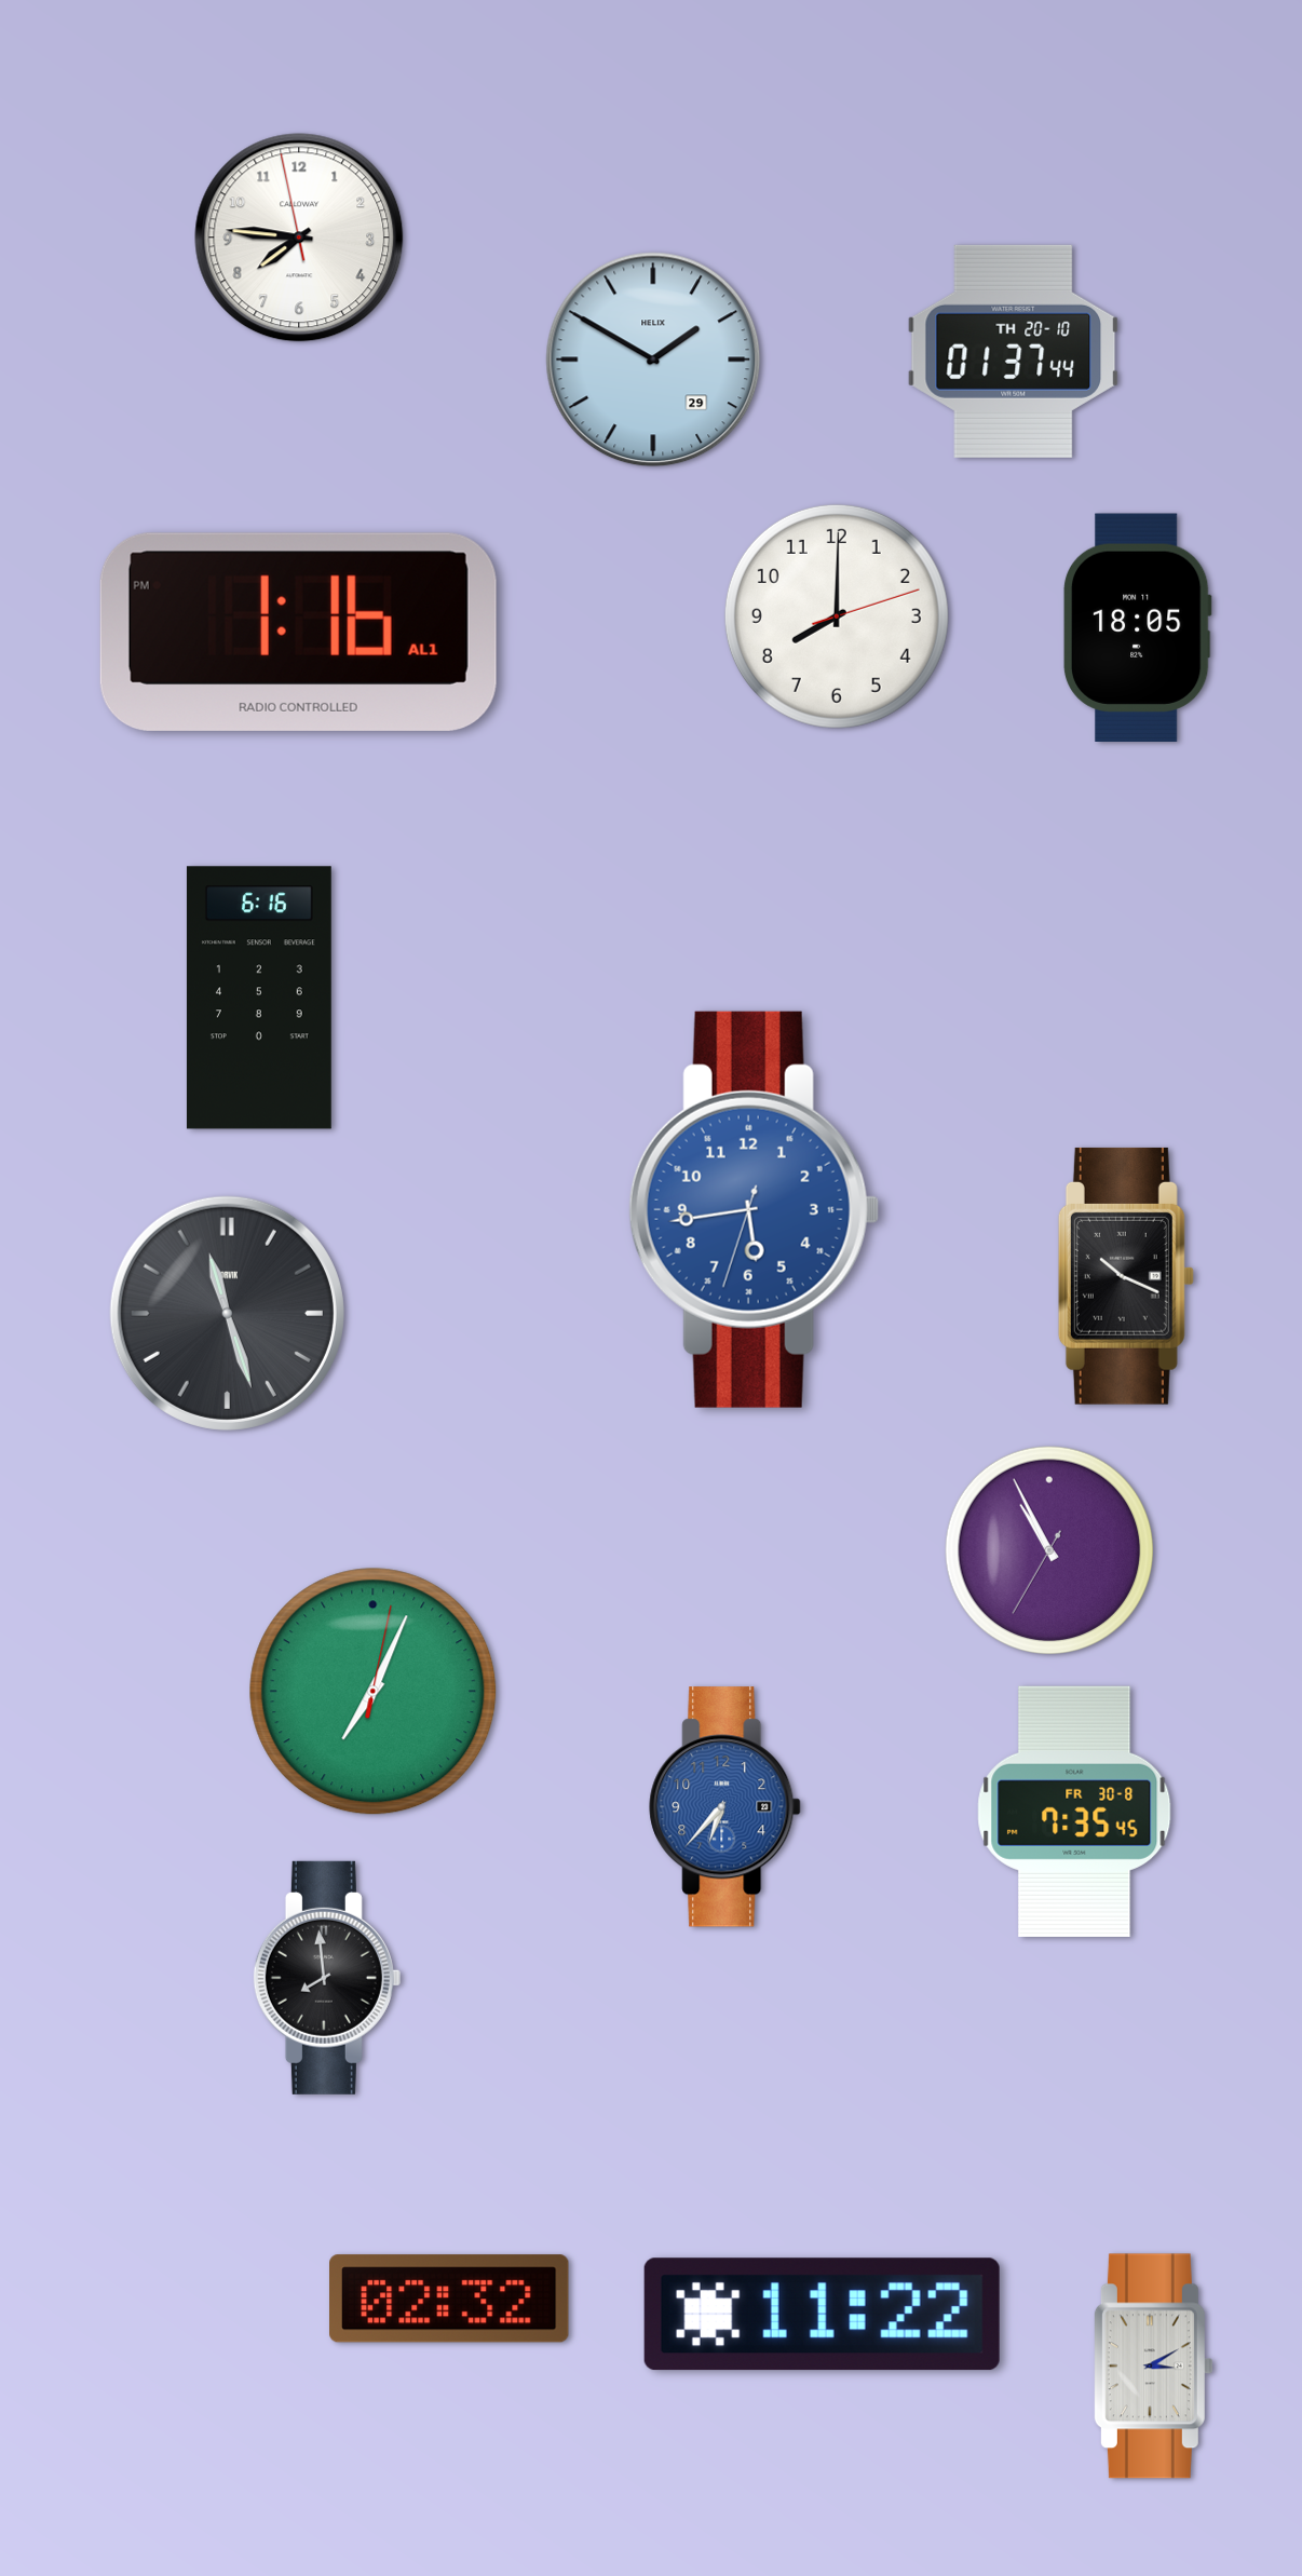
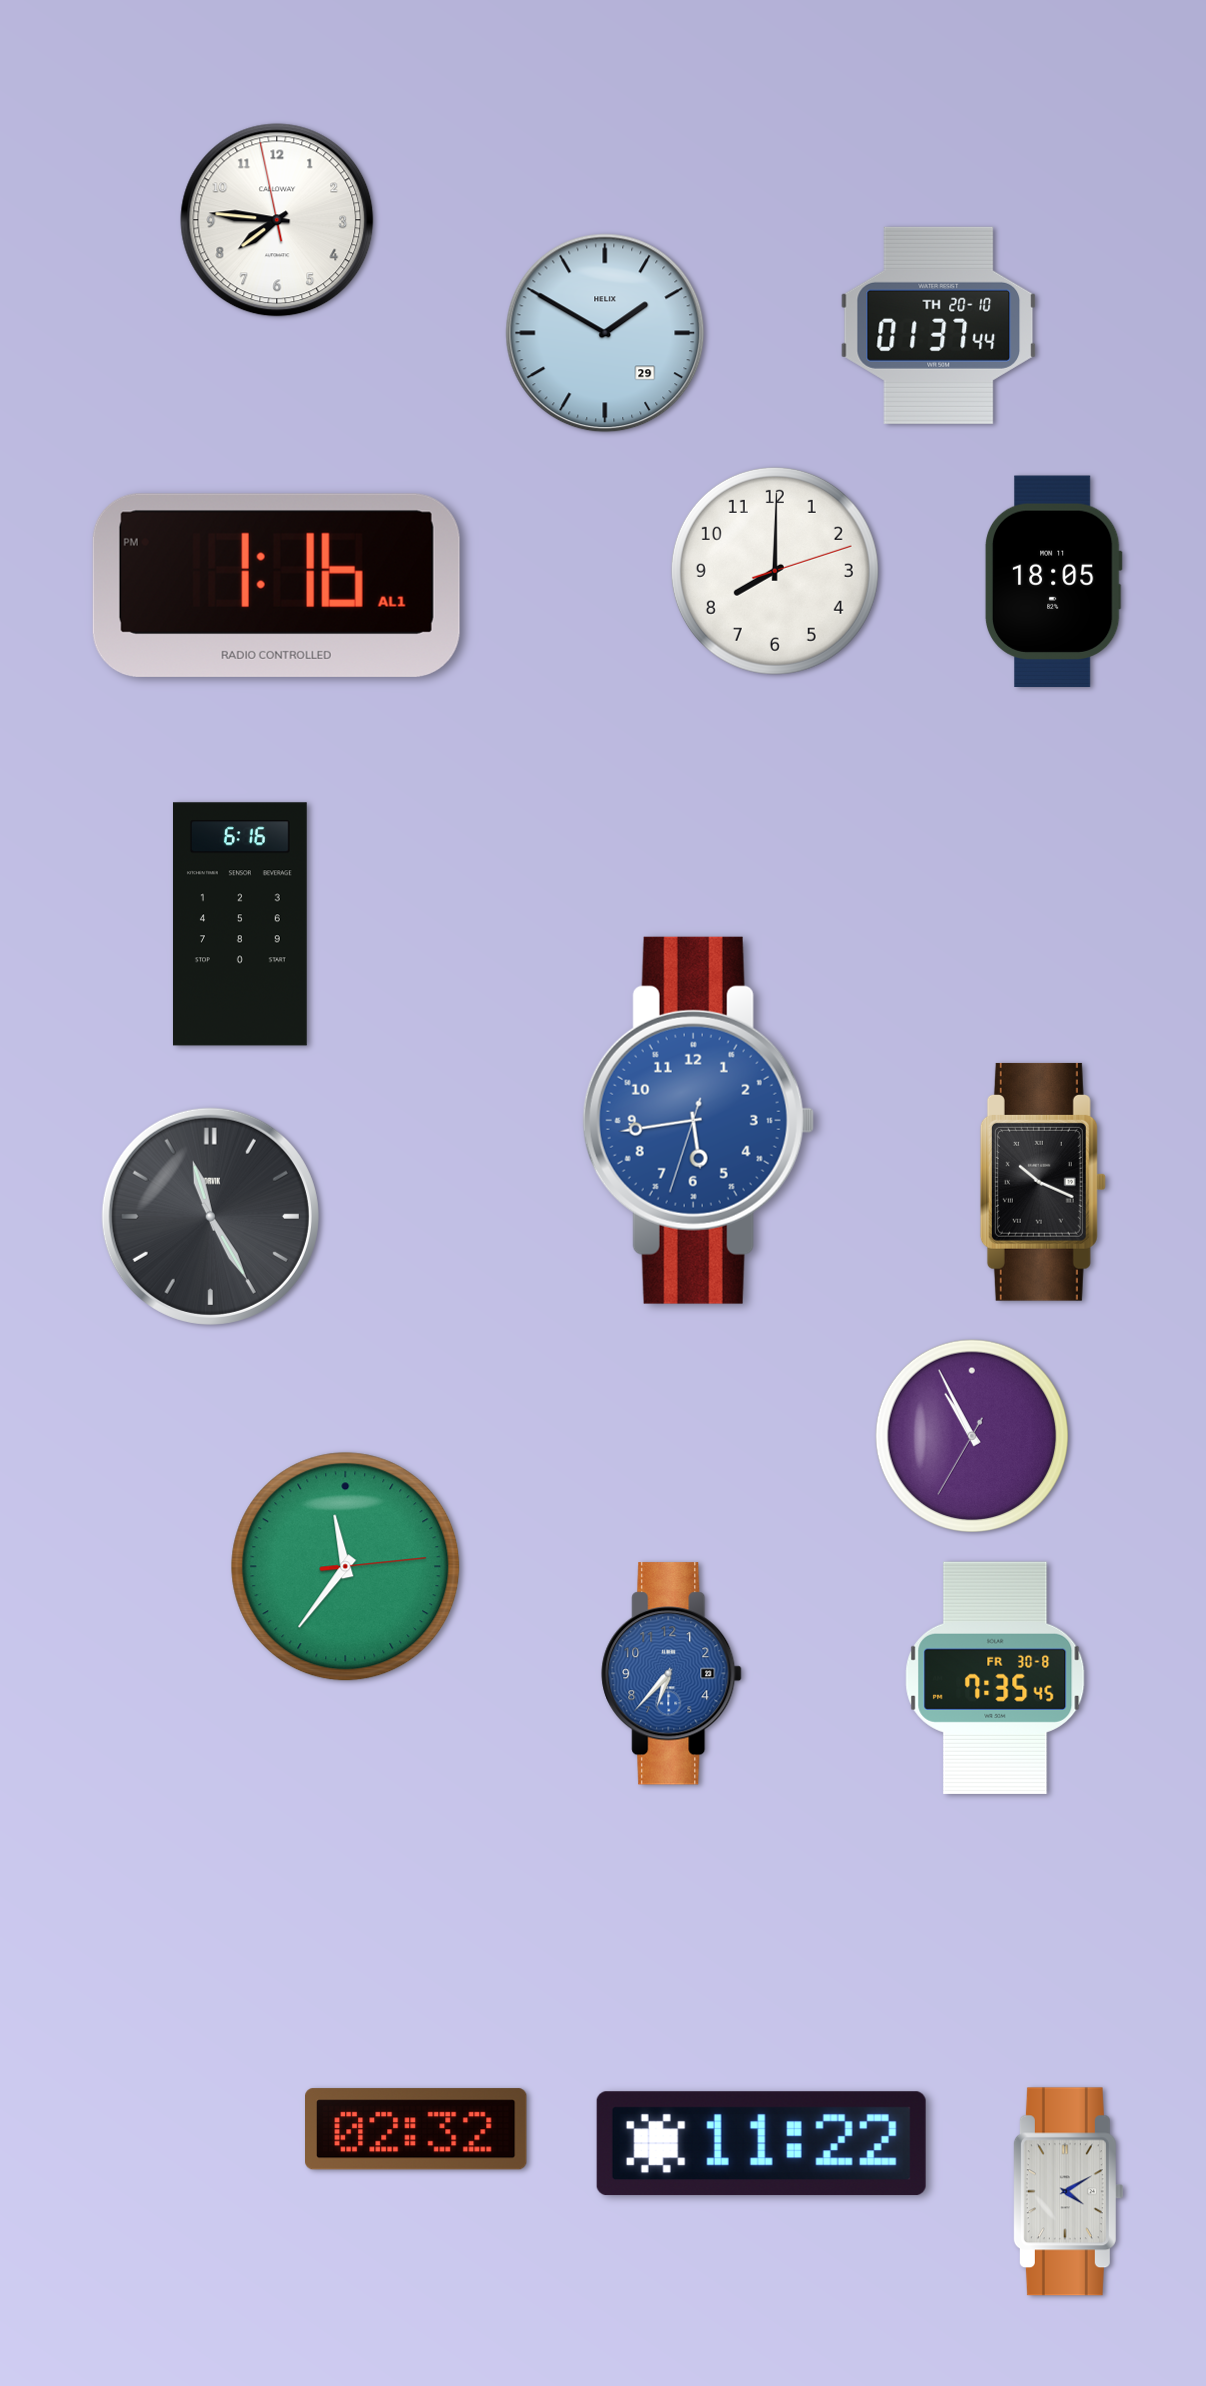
clock at (227, 1313): 11:27 -> 11:25
clock at (374, 1692): 7:04 -> 11:36
clock at (327, 1978): 7:59 -> none
clock at (1153, 2367): 3:10 -> 4:10
